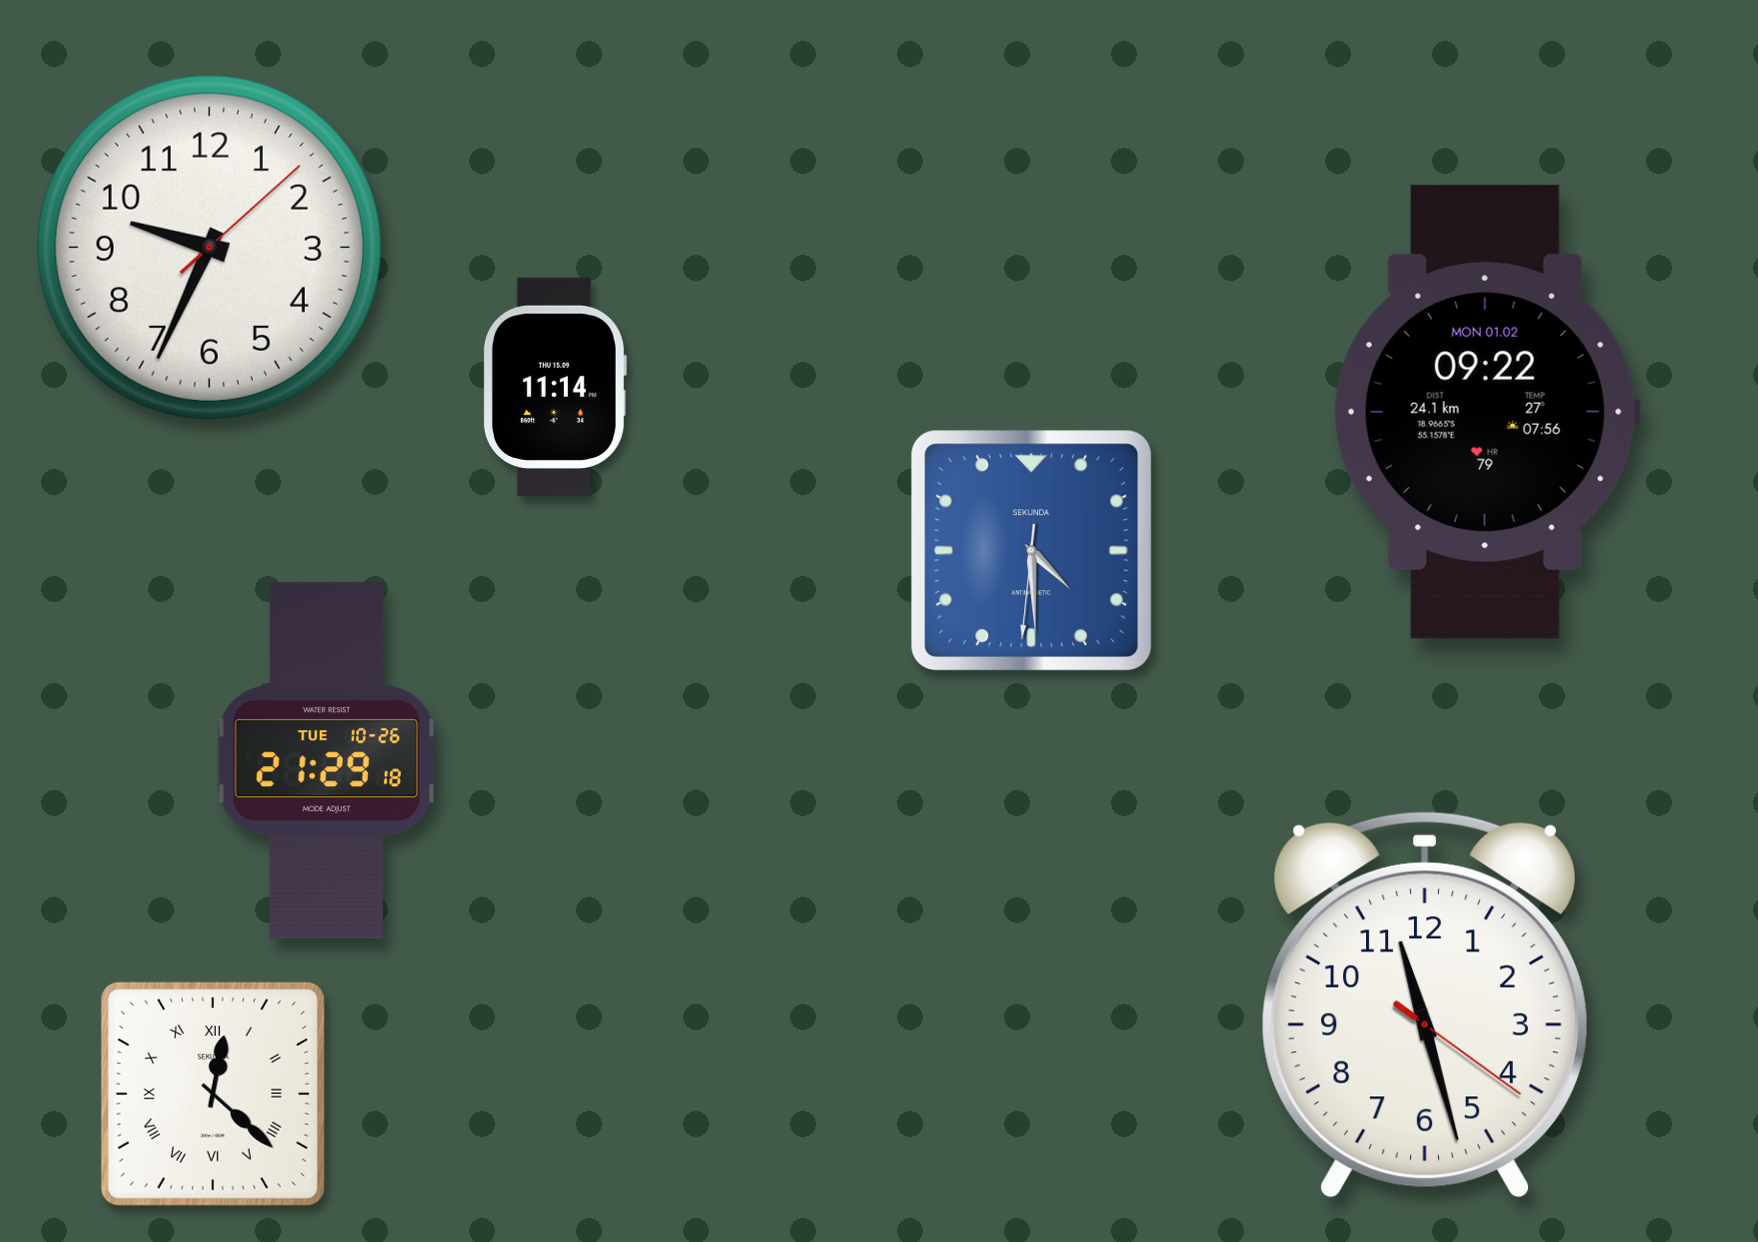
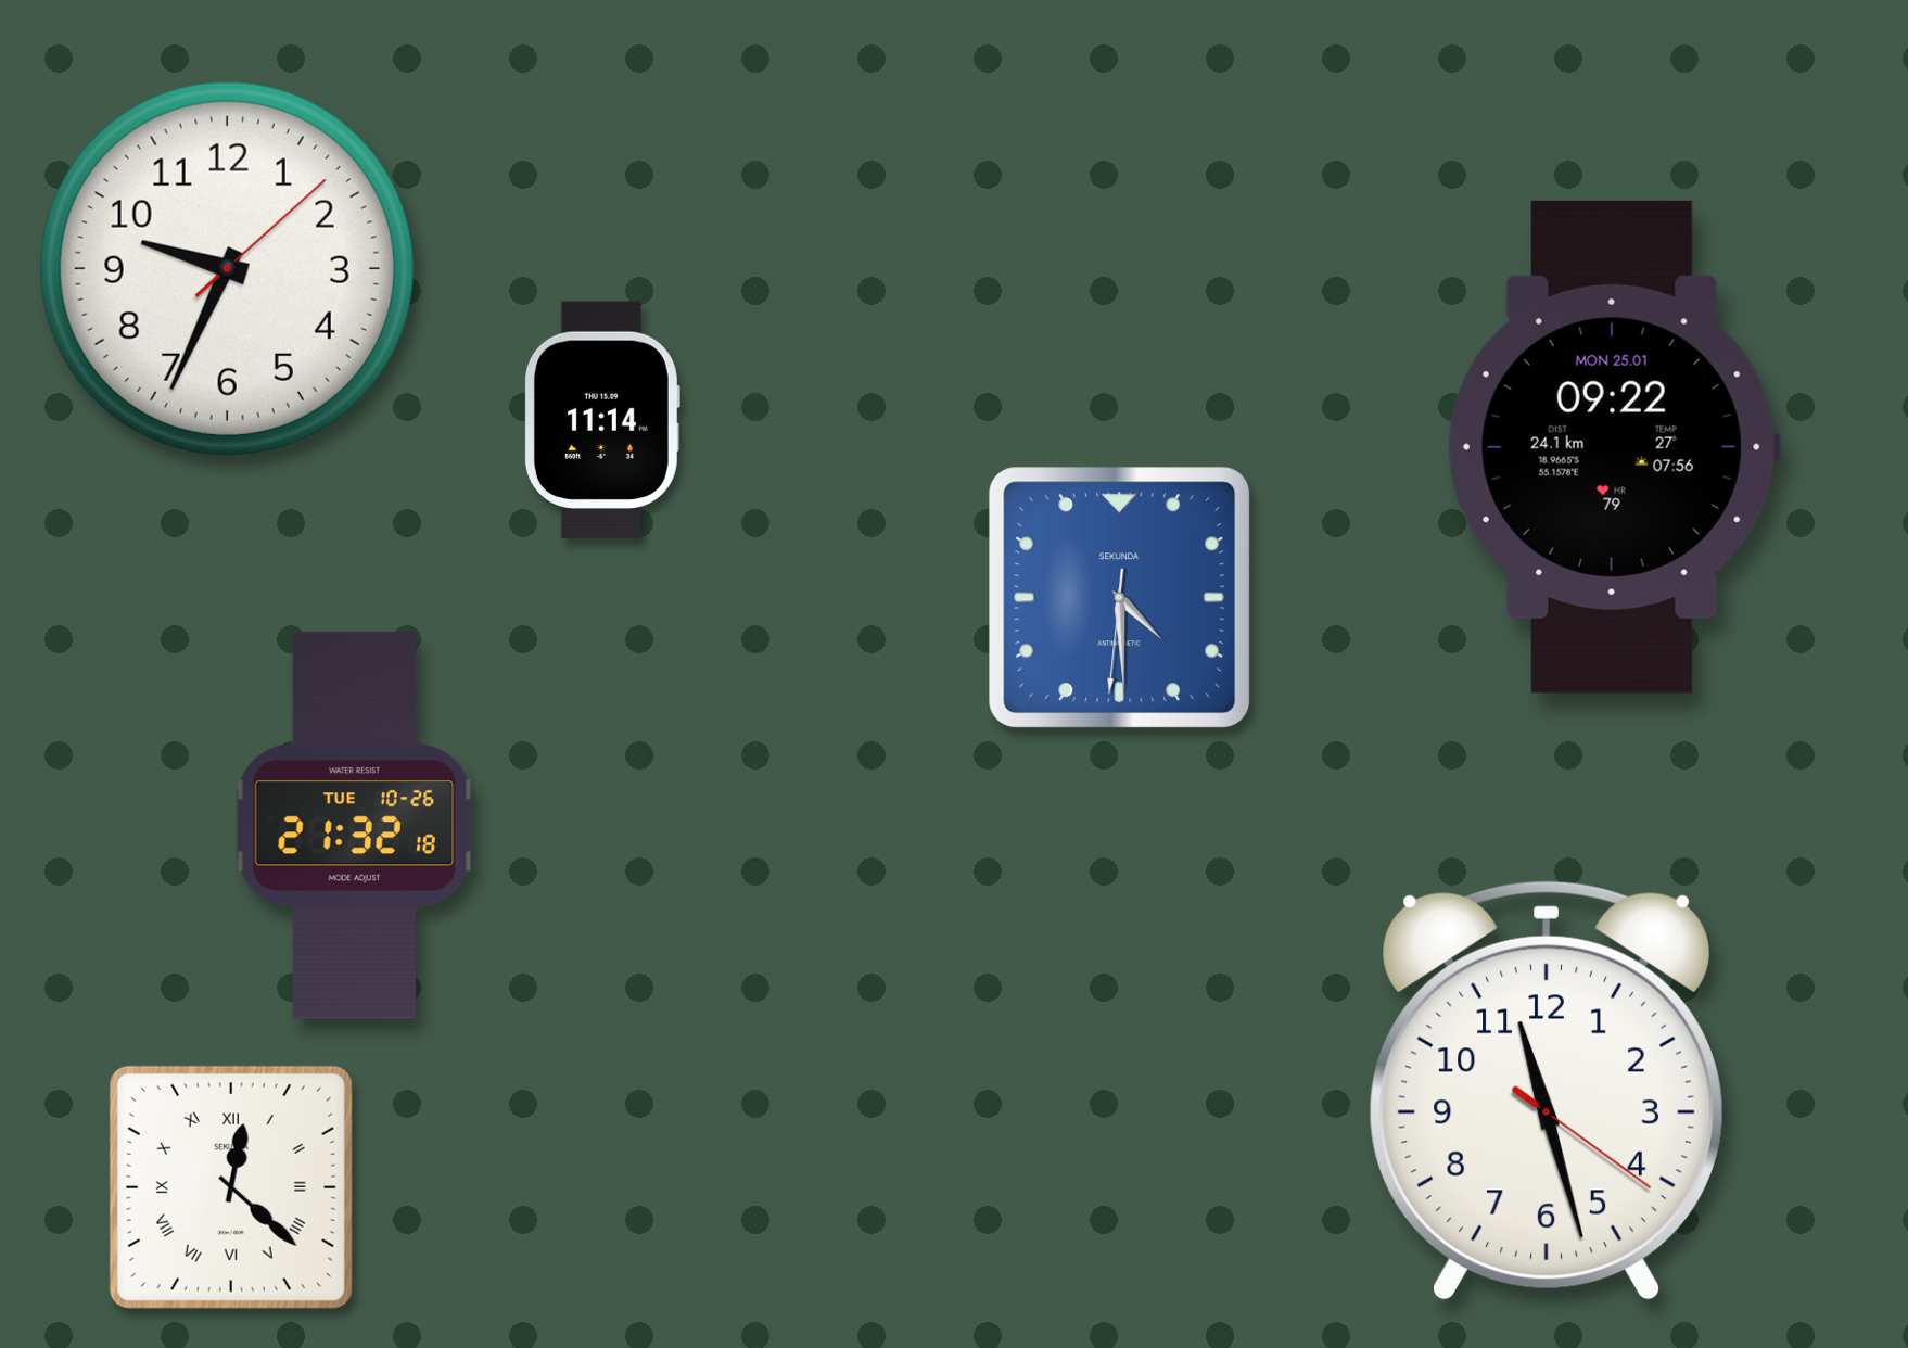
clock at (1486, 412) date: MON 01.02 -> MON 25.01
clock at (326, 761): 21:29 -> 21:32
